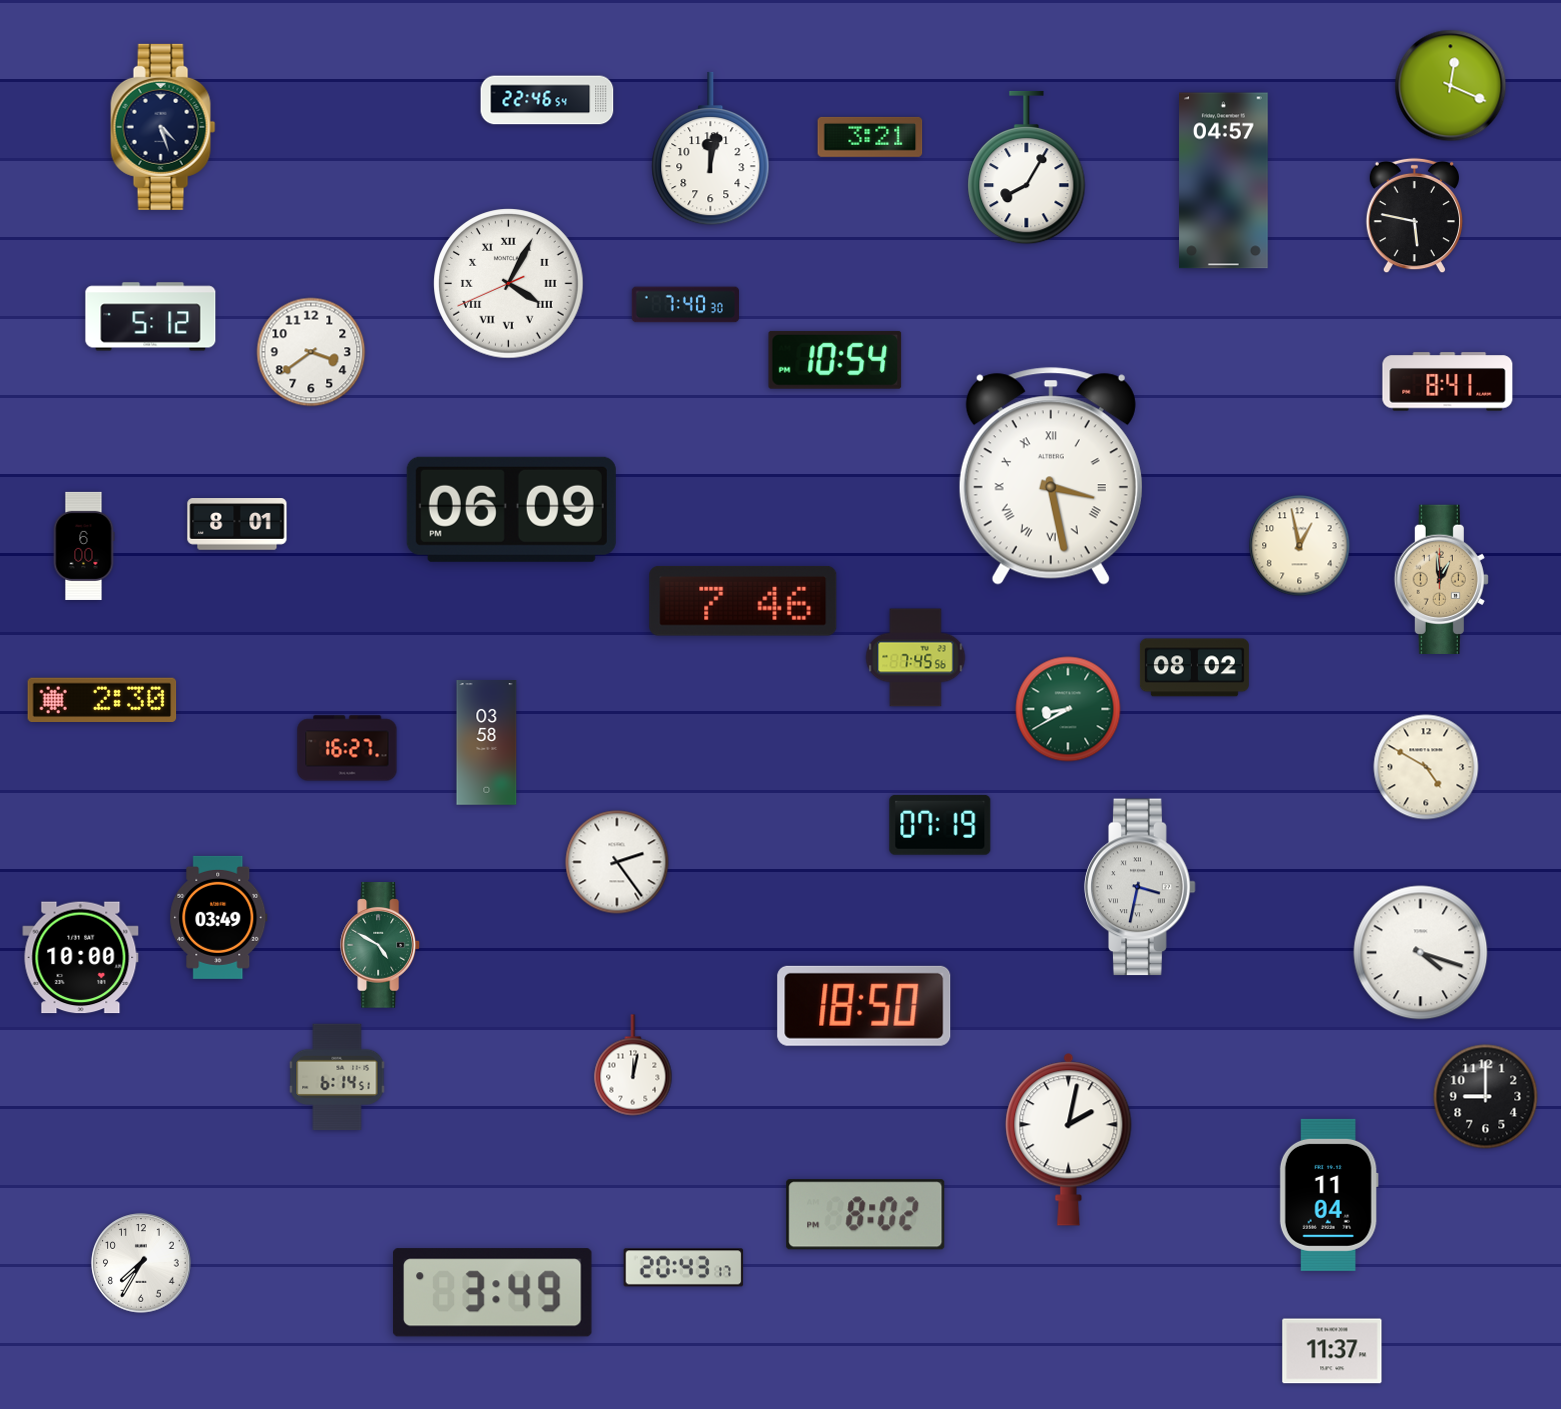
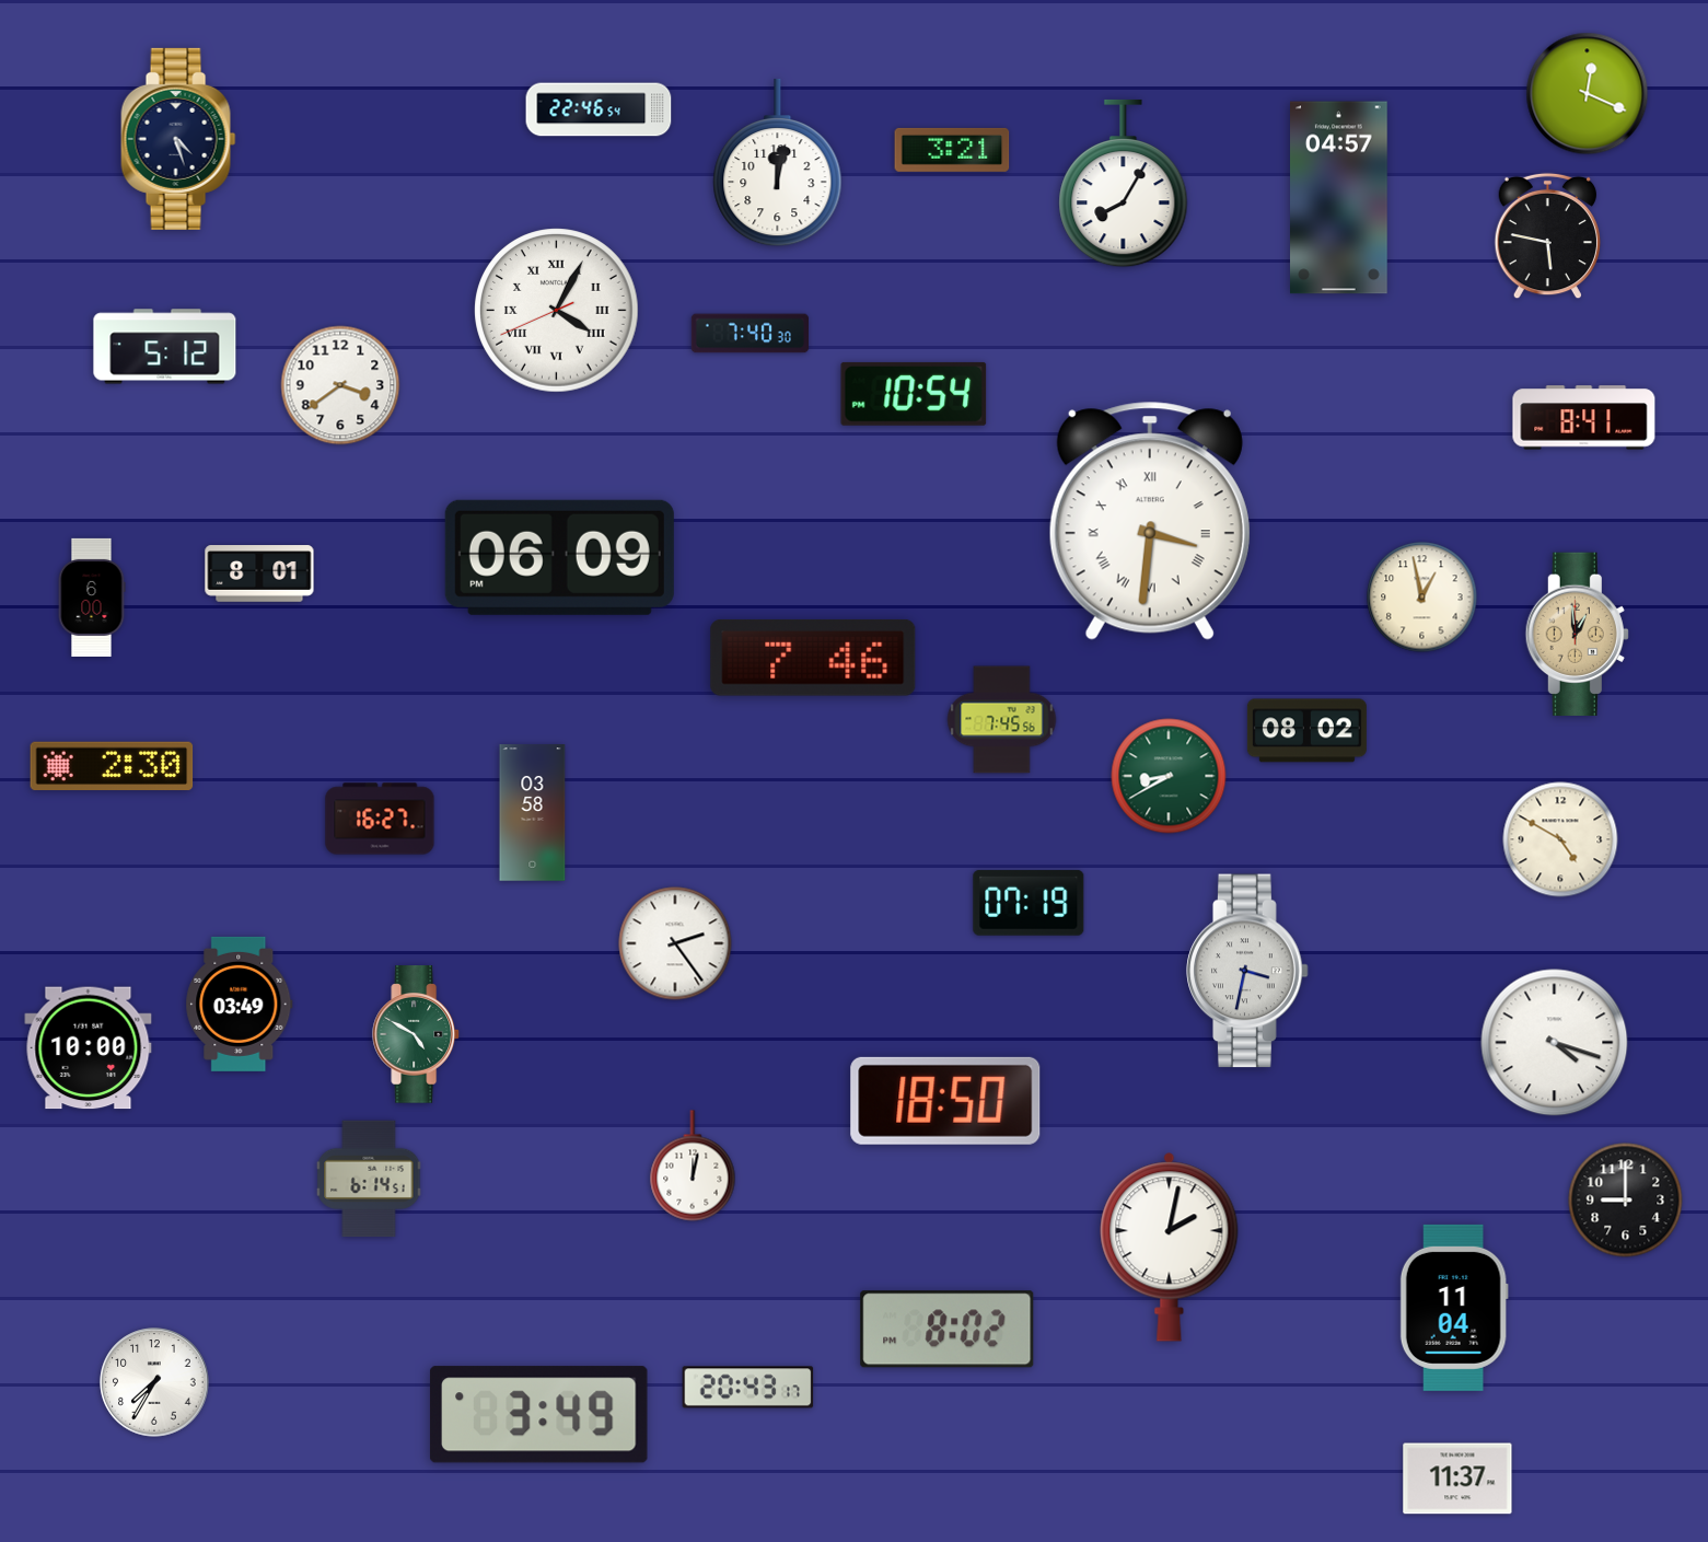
clock at (1051, 476): 3:28 -> 3:31
